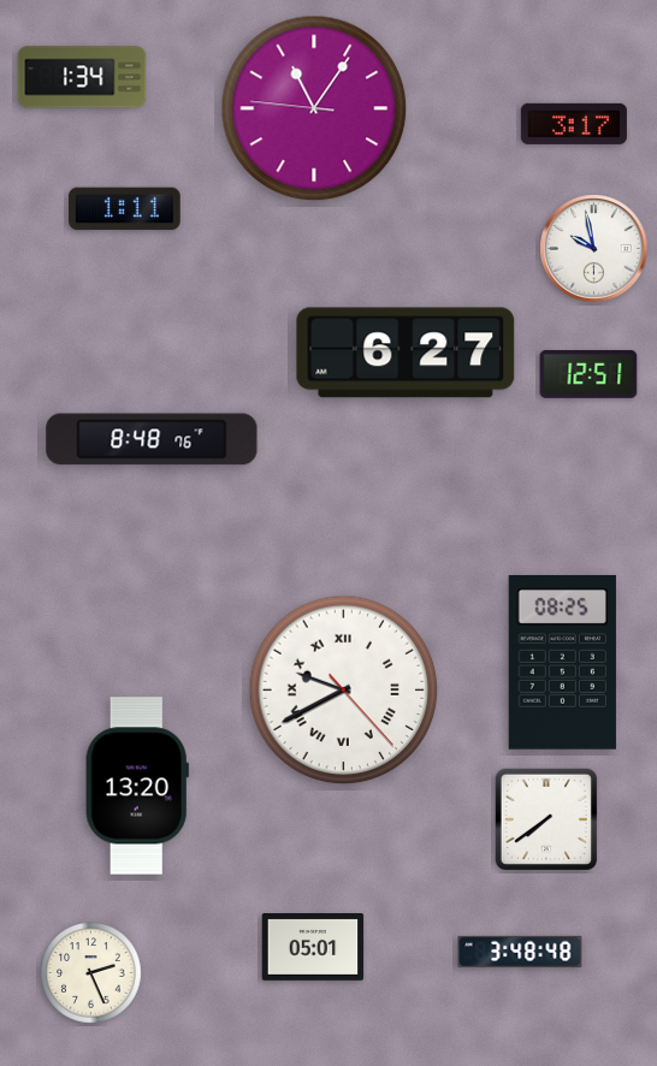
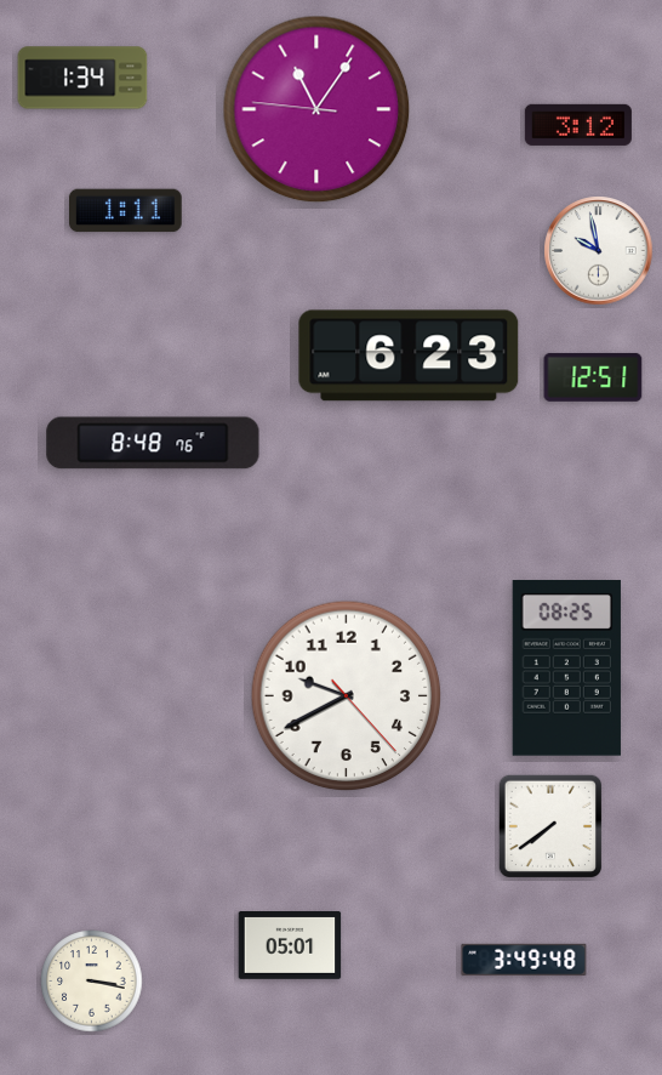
clock at (574, 124): 3:17 -> 3:12
clock at (406, 353): 6:27 -> 6:23
clock at (344, 691) numerals: Roman -> Arabic
clock at (137, 786): 13:20 -> none
clock at (313, 948) position: (313, 948) -> (290, 946)
clock at (520, 952): 3:48 -> 3:49
clock at (91, 973): 2:26 -> 3:17
